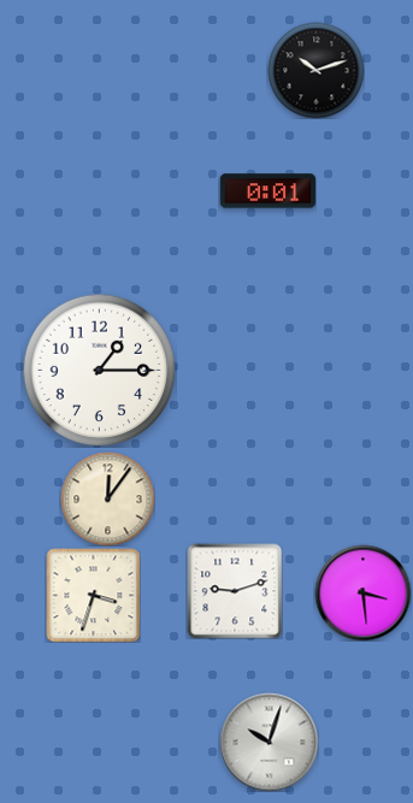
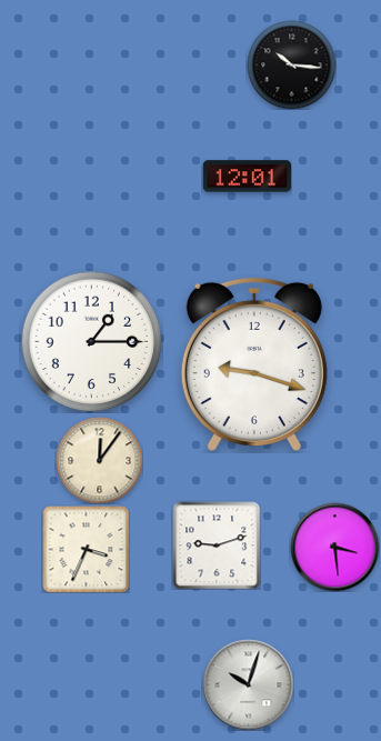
clock at (315, 70): 10:12 -> 10:16
clock at (267, 191): 0:01 -> 12:01
clock at (254, 363): none -> 9:18
clock at (93, 595): 3:33 -> 3:34
